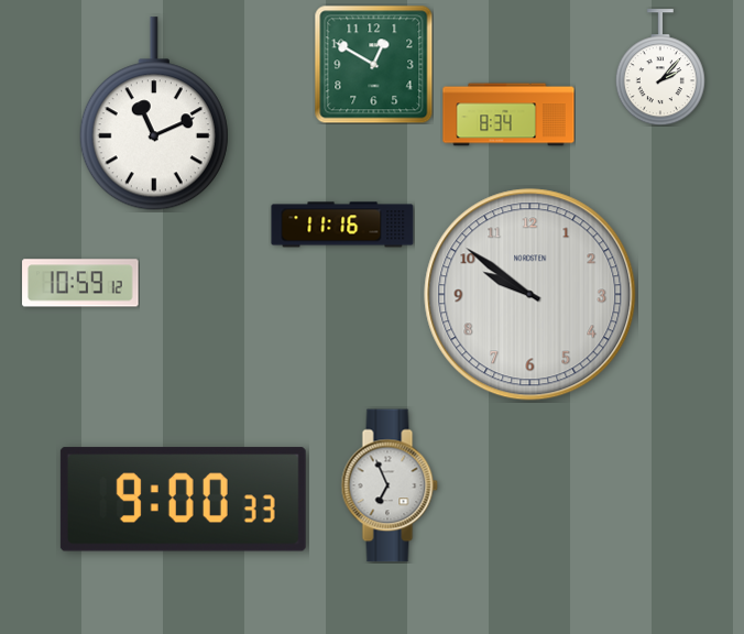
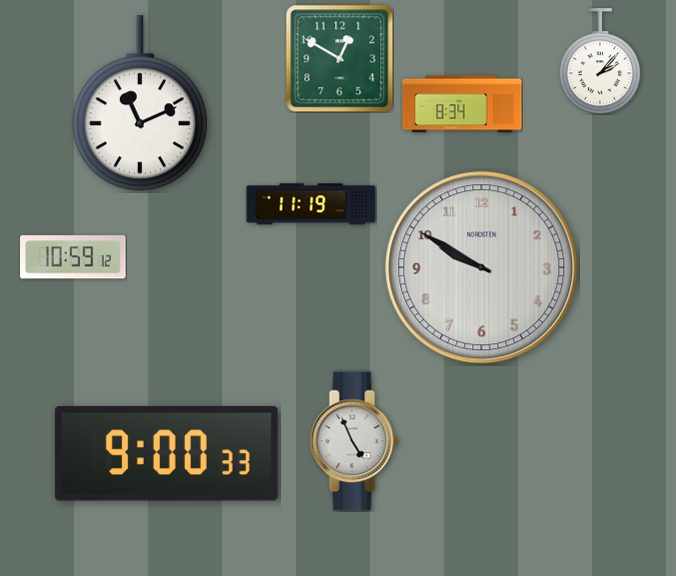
clock at (342, 225): 11:16 -> 11:19
clock at (530, 295): 9:51 -> 9:50
clock at (390, 485): 6:56 -> 4:56
